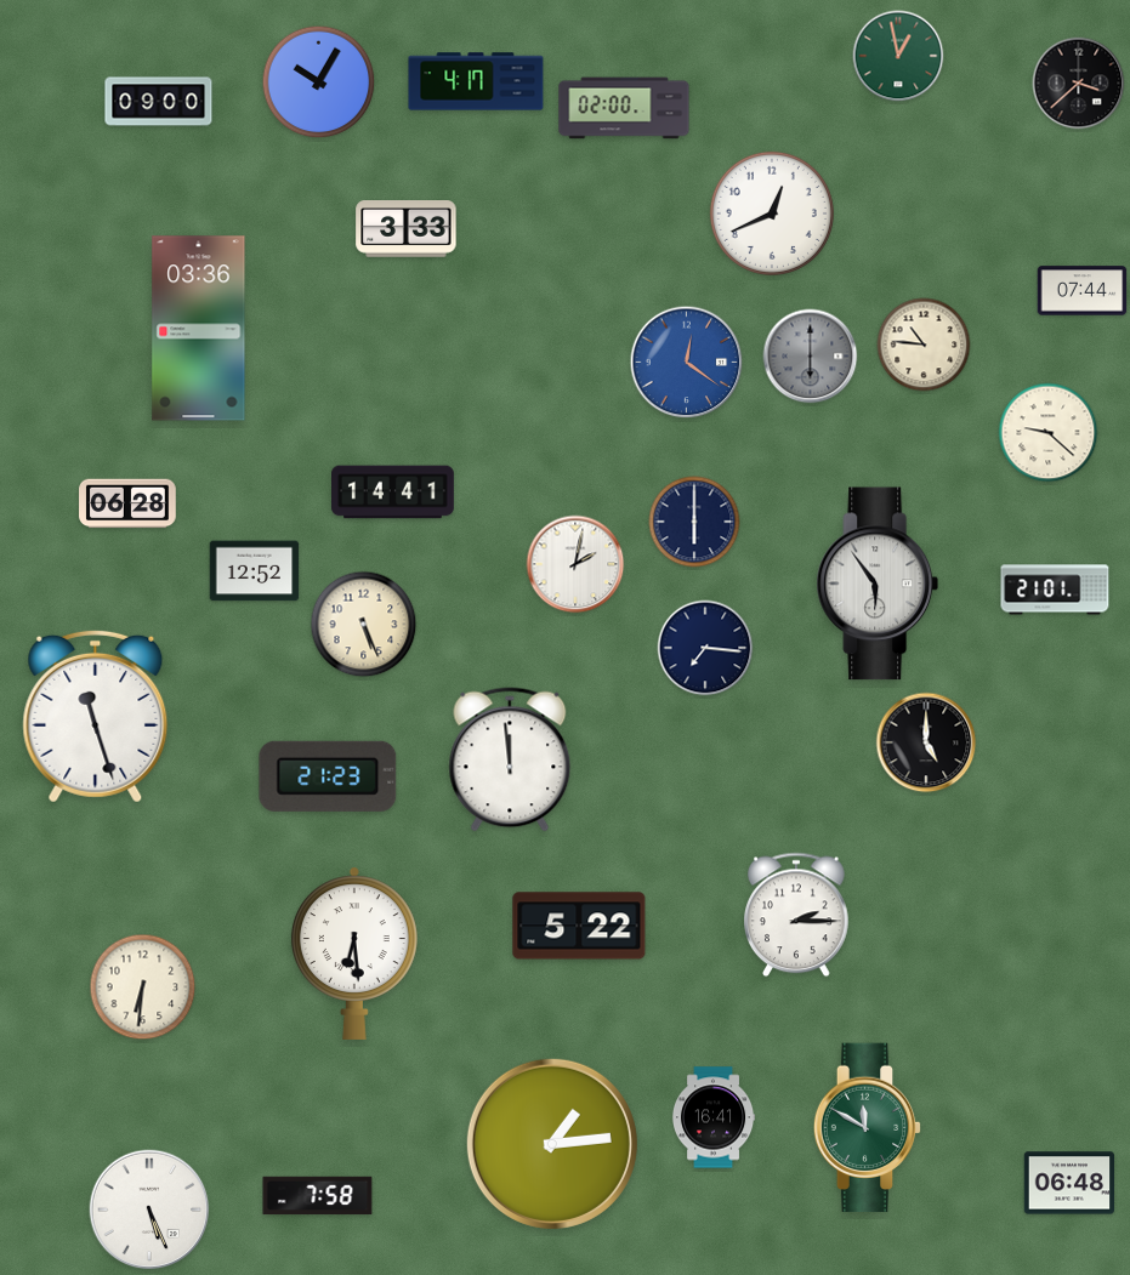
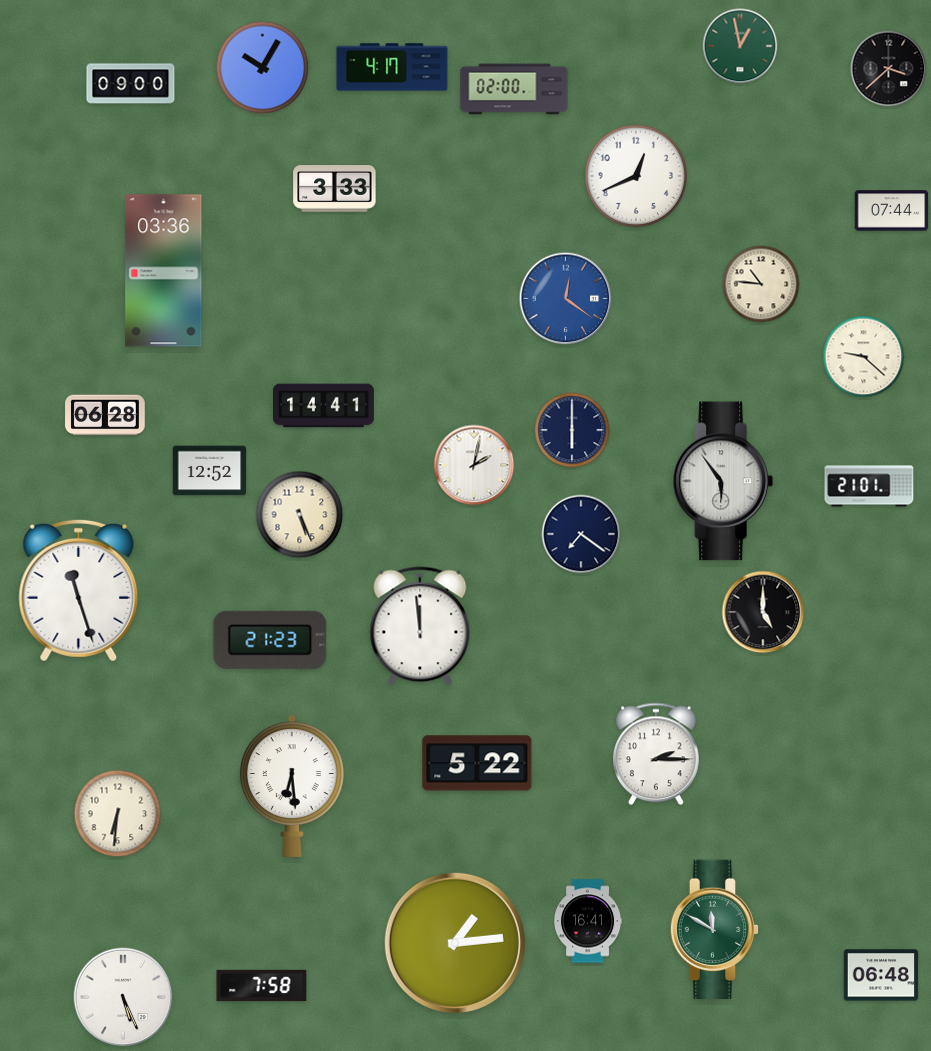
clock at (1083, 291) position: (1083, 291) -> (892, 211)
clock at (811, 357): 6:00 -> none
clock at (705, 648): 7:16 -> 7:21
